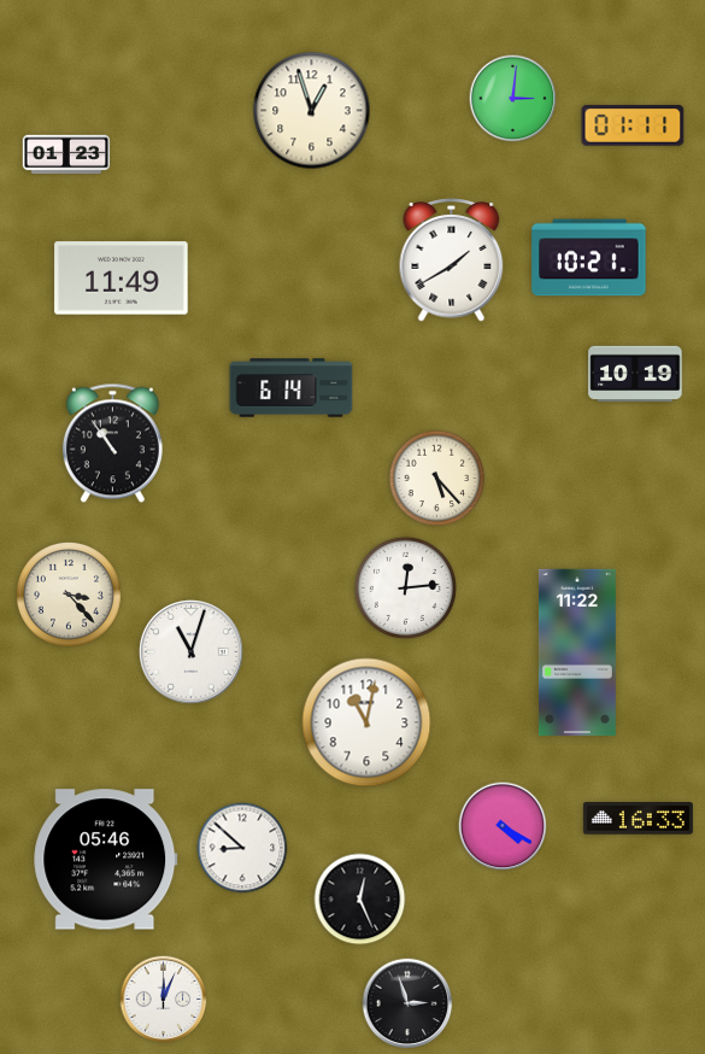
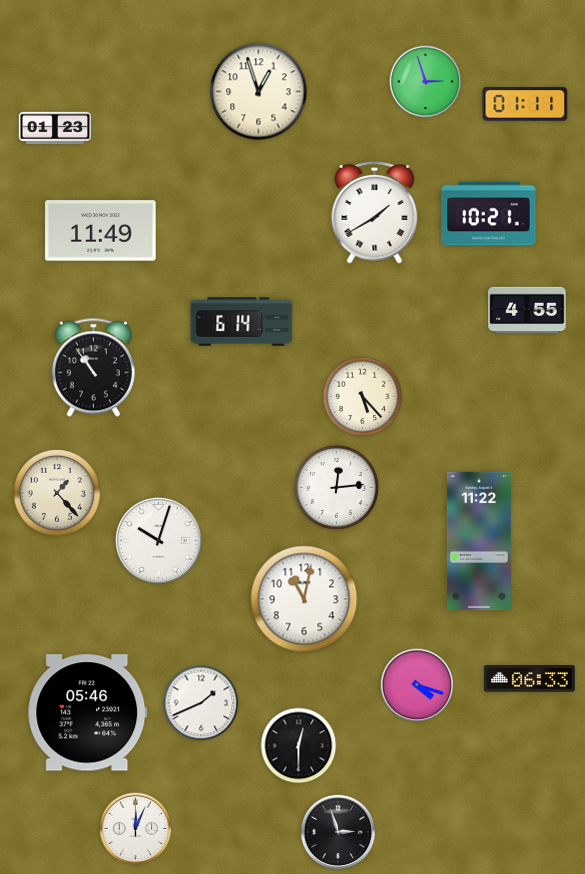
clock at (513, 99): 3:01 -> 2:57
clock at (452, 260) position: (452, 260) -> (375, 213)
clock at (635, 373): 10:19 -> 4:55
clock at (69, 595): 3:23 -> 1:23
clock at (190, 651): 11:03 -> 10:03
clock at (638, 819): 16:33 -> 06:33
clock at (503, 826): 4:20 -> 4:18
clock at (242, 848): 8:52 -> 1:41
clock at (360, 900): 12:26 -> 12:30
